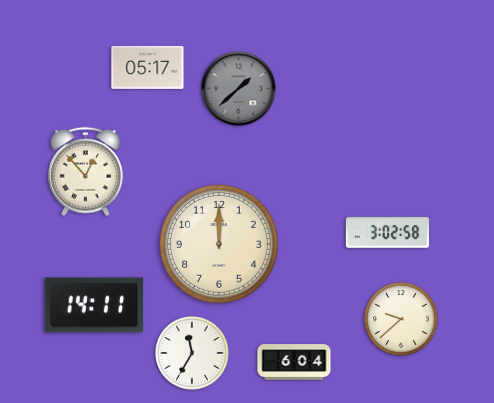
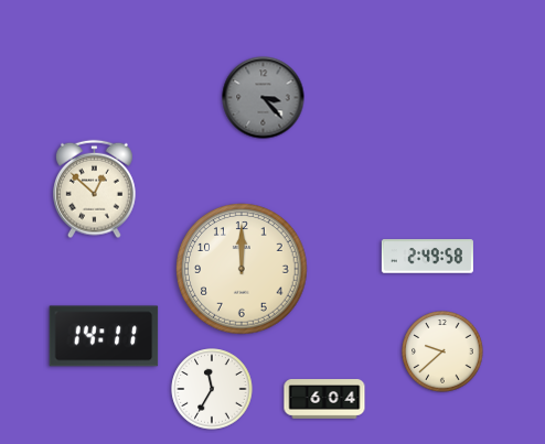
clock at (148, 67): 05:17 -> none
clock at (239, 89): 1:38 -> 3:23
clock at (86, 172): 12:53 -> 12:52
clock at (387, 233): 3:02 -> 2:49
